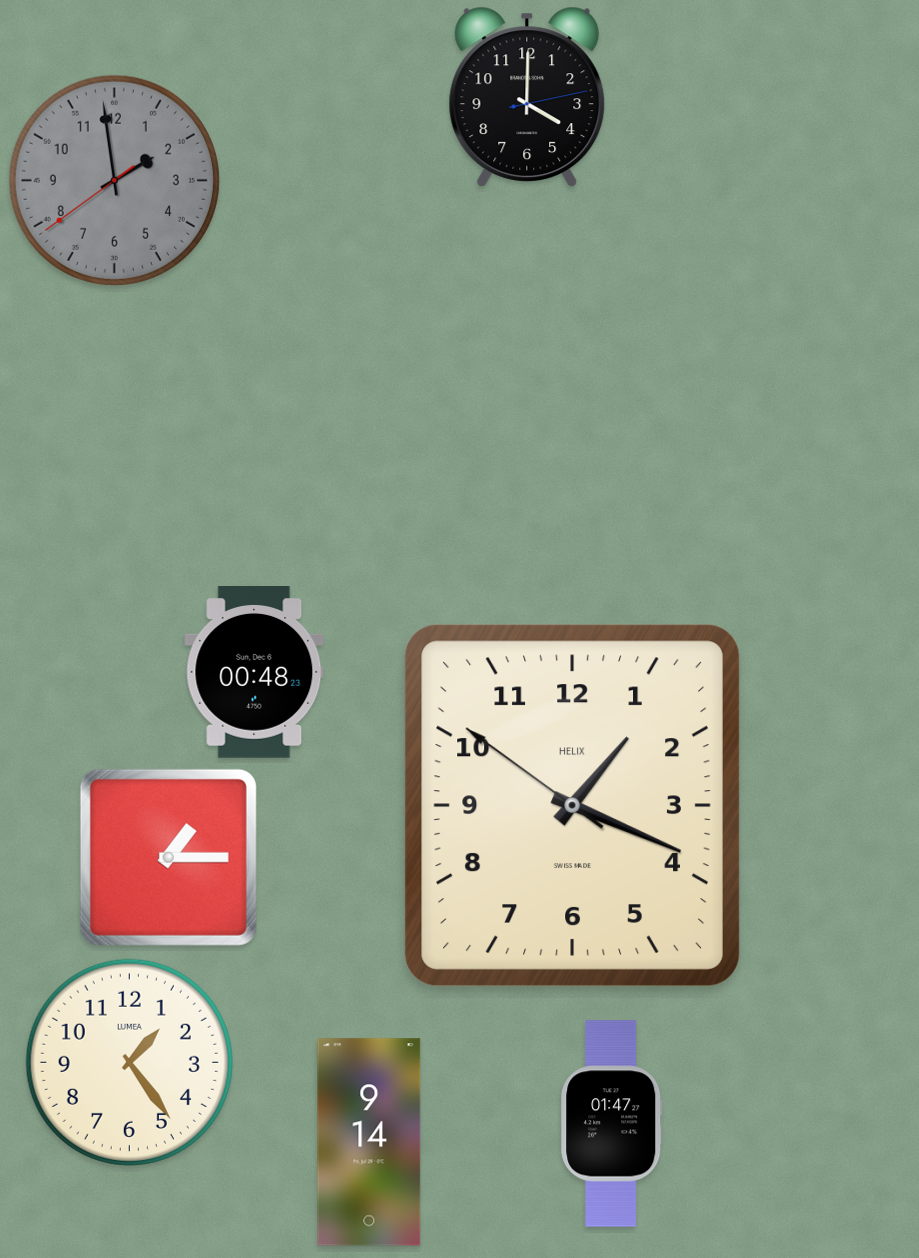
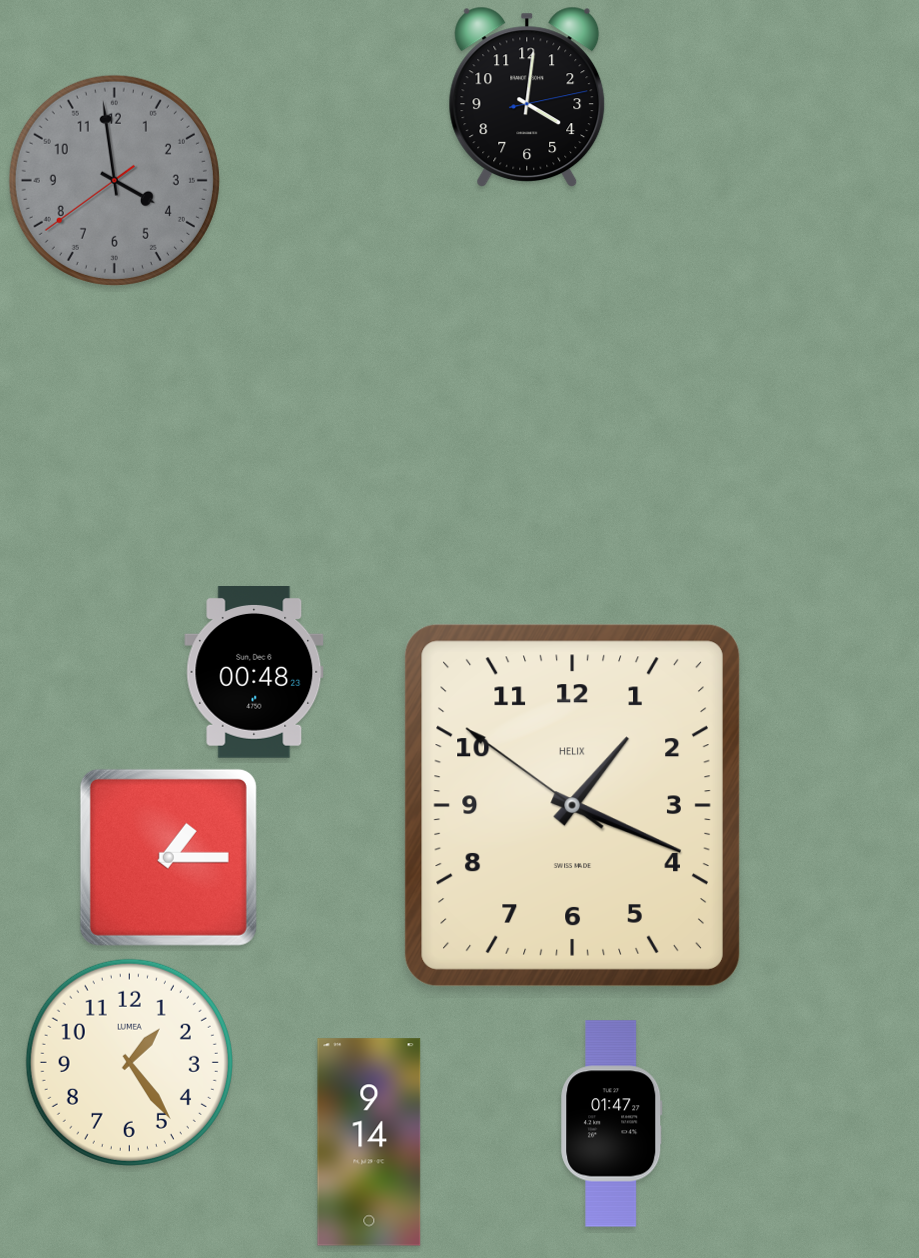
clock at (527, 96): 4:00 -> 4:01
clock at (114, 180): 1:58 -> 3:58
